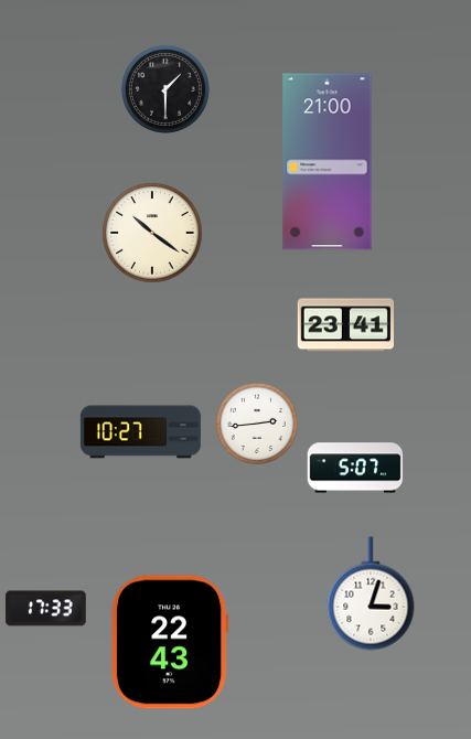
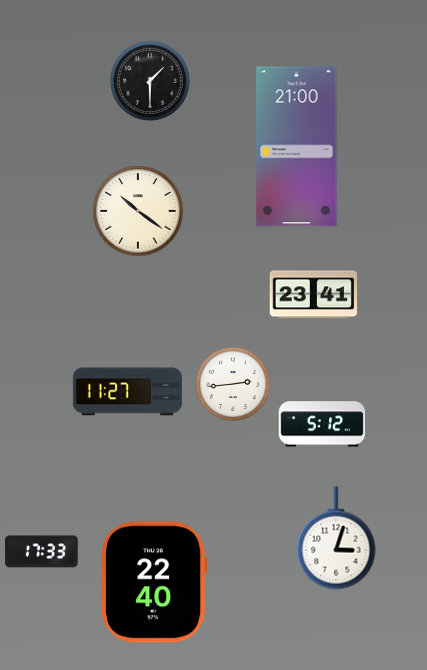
clock at (140, 432): 10:27 -> 11:27
clock at (355, 468): 5:07 -> 5:12
clock at (171, 642): 22:43 -> 22:40
